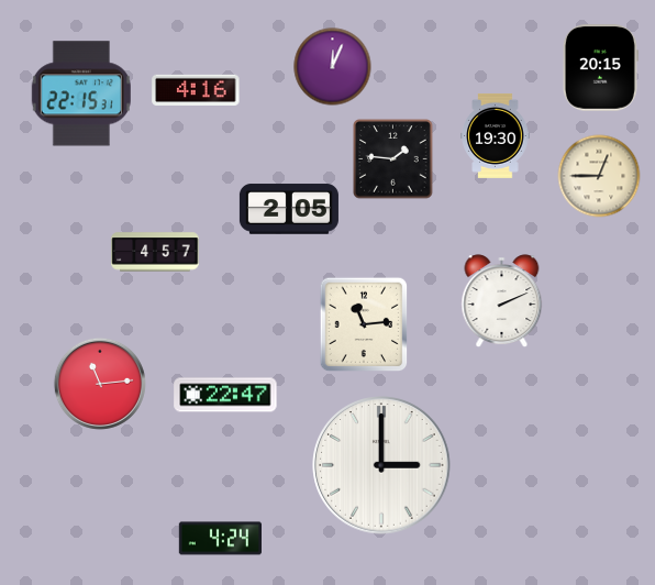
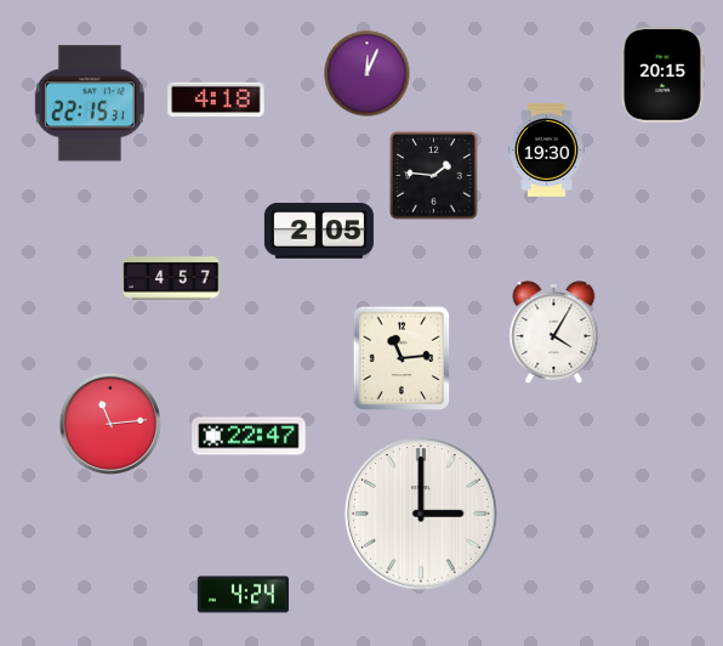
clock at (196, 89): 4:16 -> 4:18
clock at (599, 176): 12:45 -> none
clock at (502, 301): 2:11 -> 4:05
